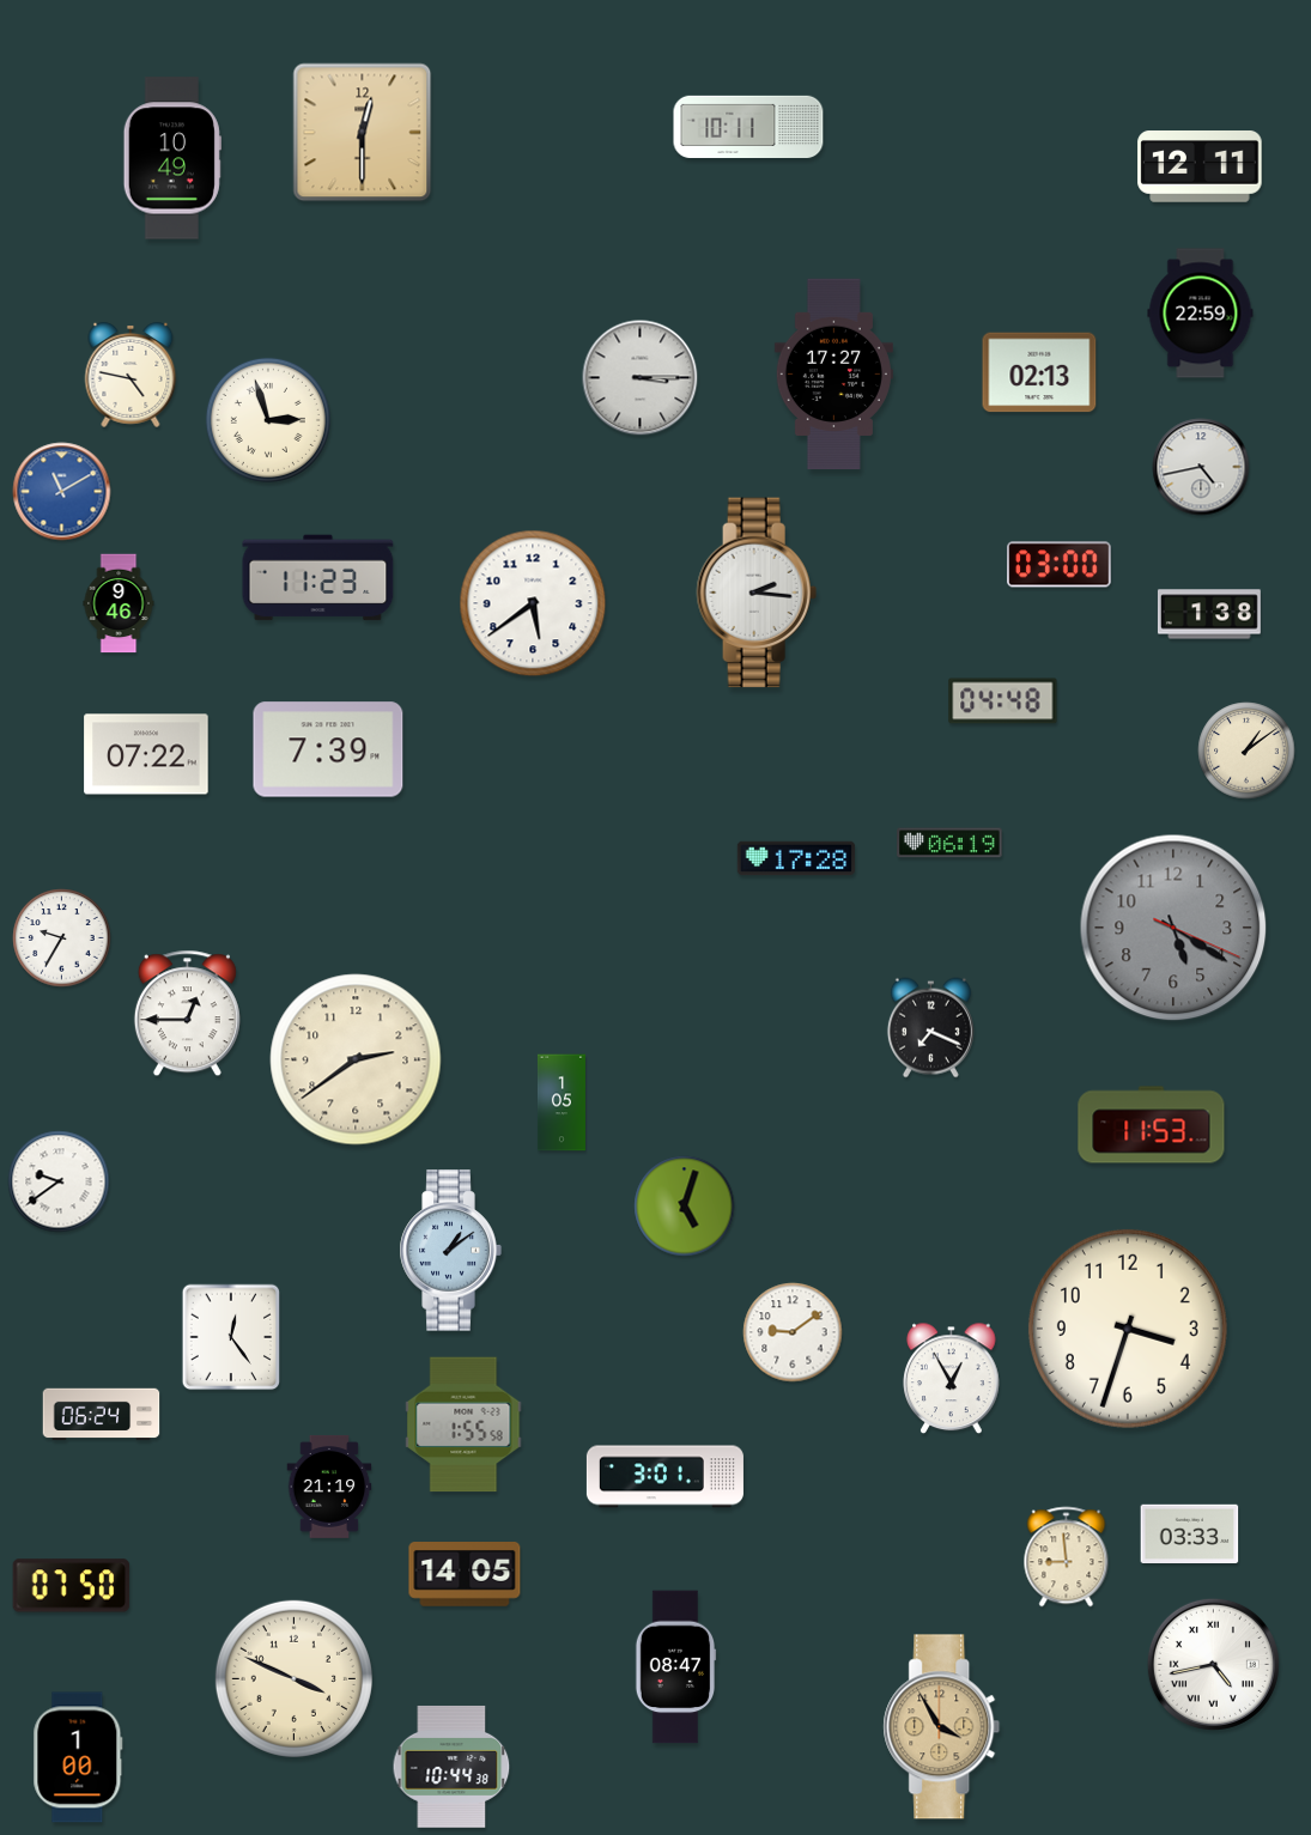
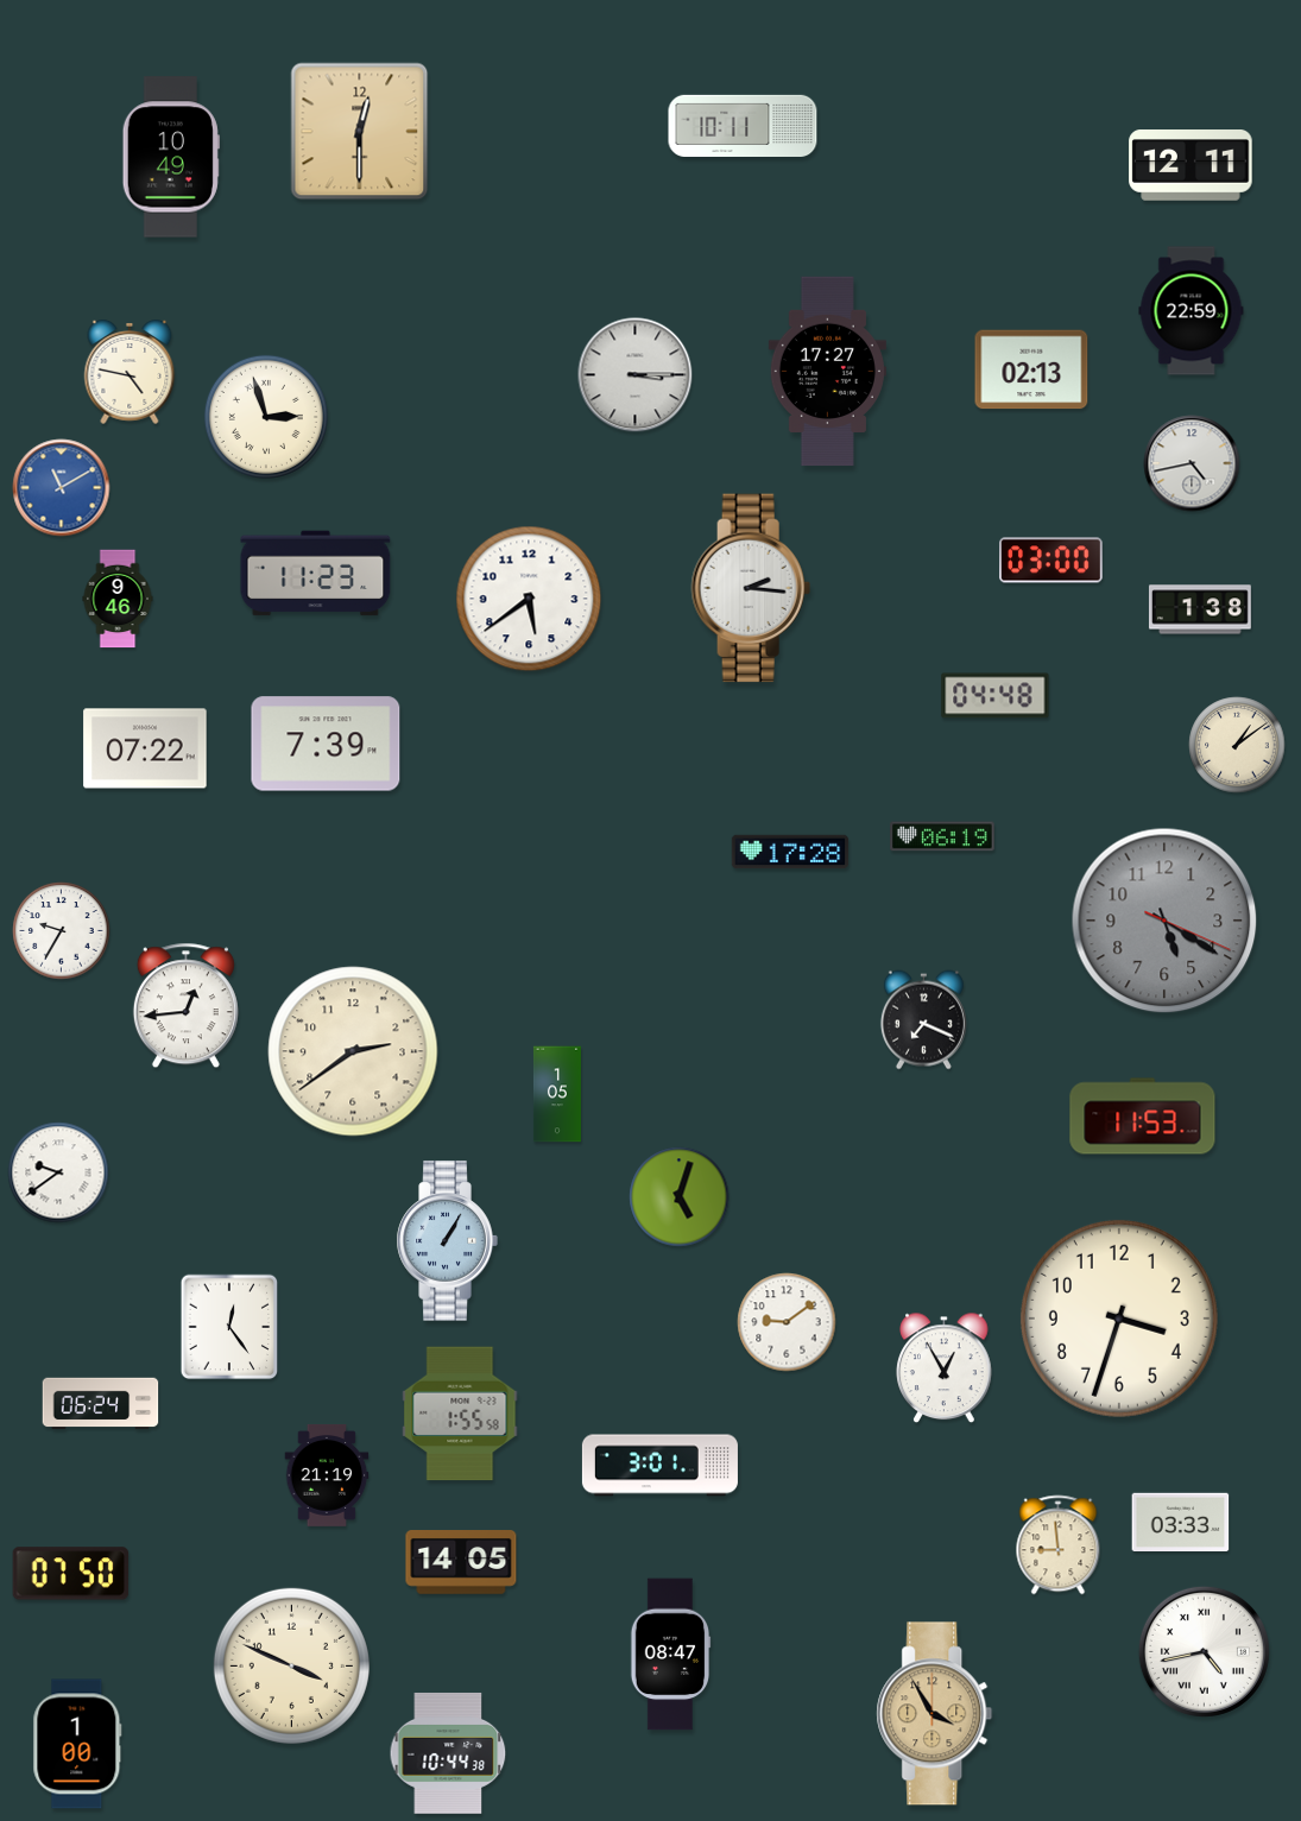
clock at (187, 1014): 12:45 -> 12:44
clock at (450, 1251): 1:09 -> 1:05
